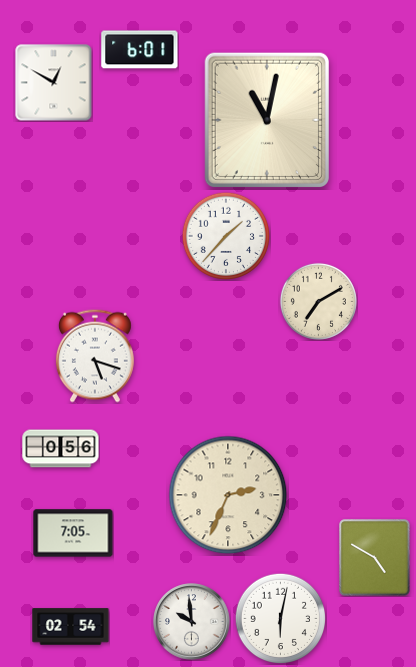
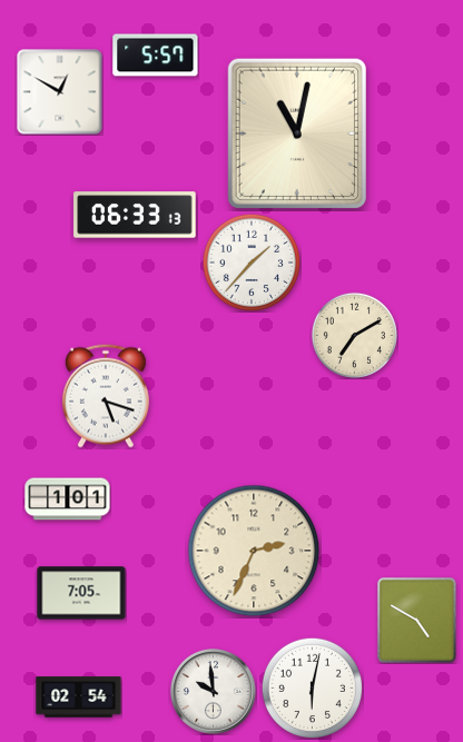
clock at (140, 50): 6:01 -> 5:57
clock at (135, 215): none -> 06:33
clock at (61, 449): 0:56 -> 1:01
